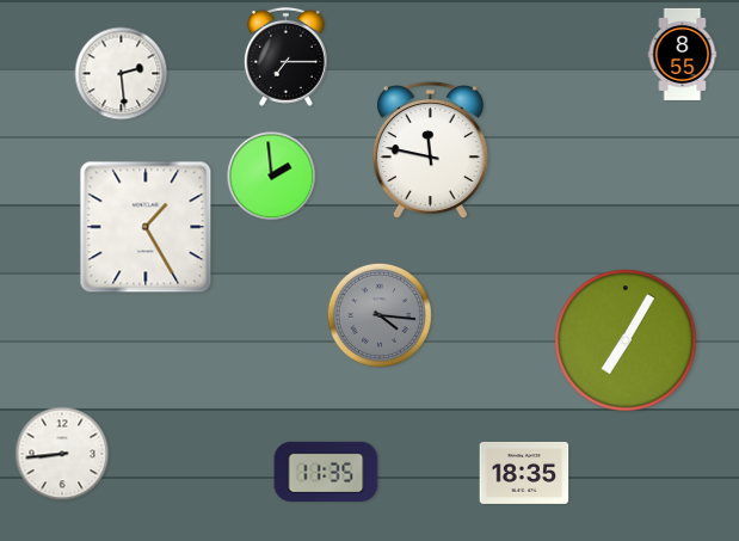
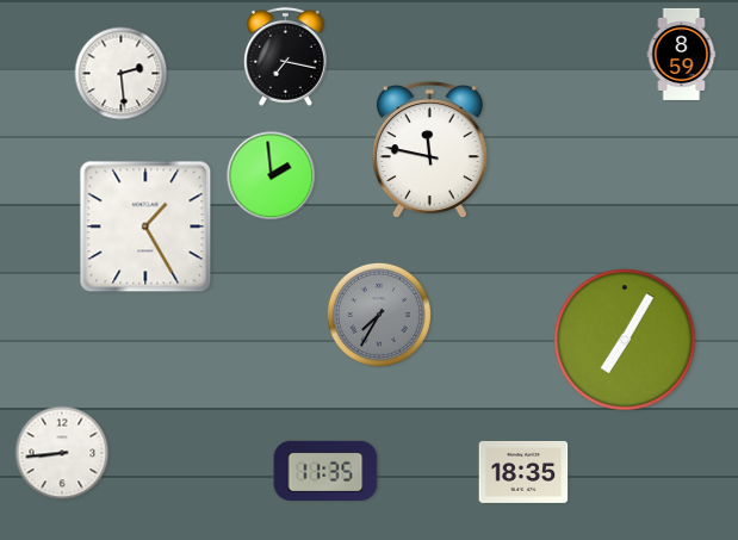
clock at (683, 54): 8:55 -> 8:59
clock at (285, 56): 7:15 -> 7:17
clock at (380, 315): 4:16 -> 7:35
